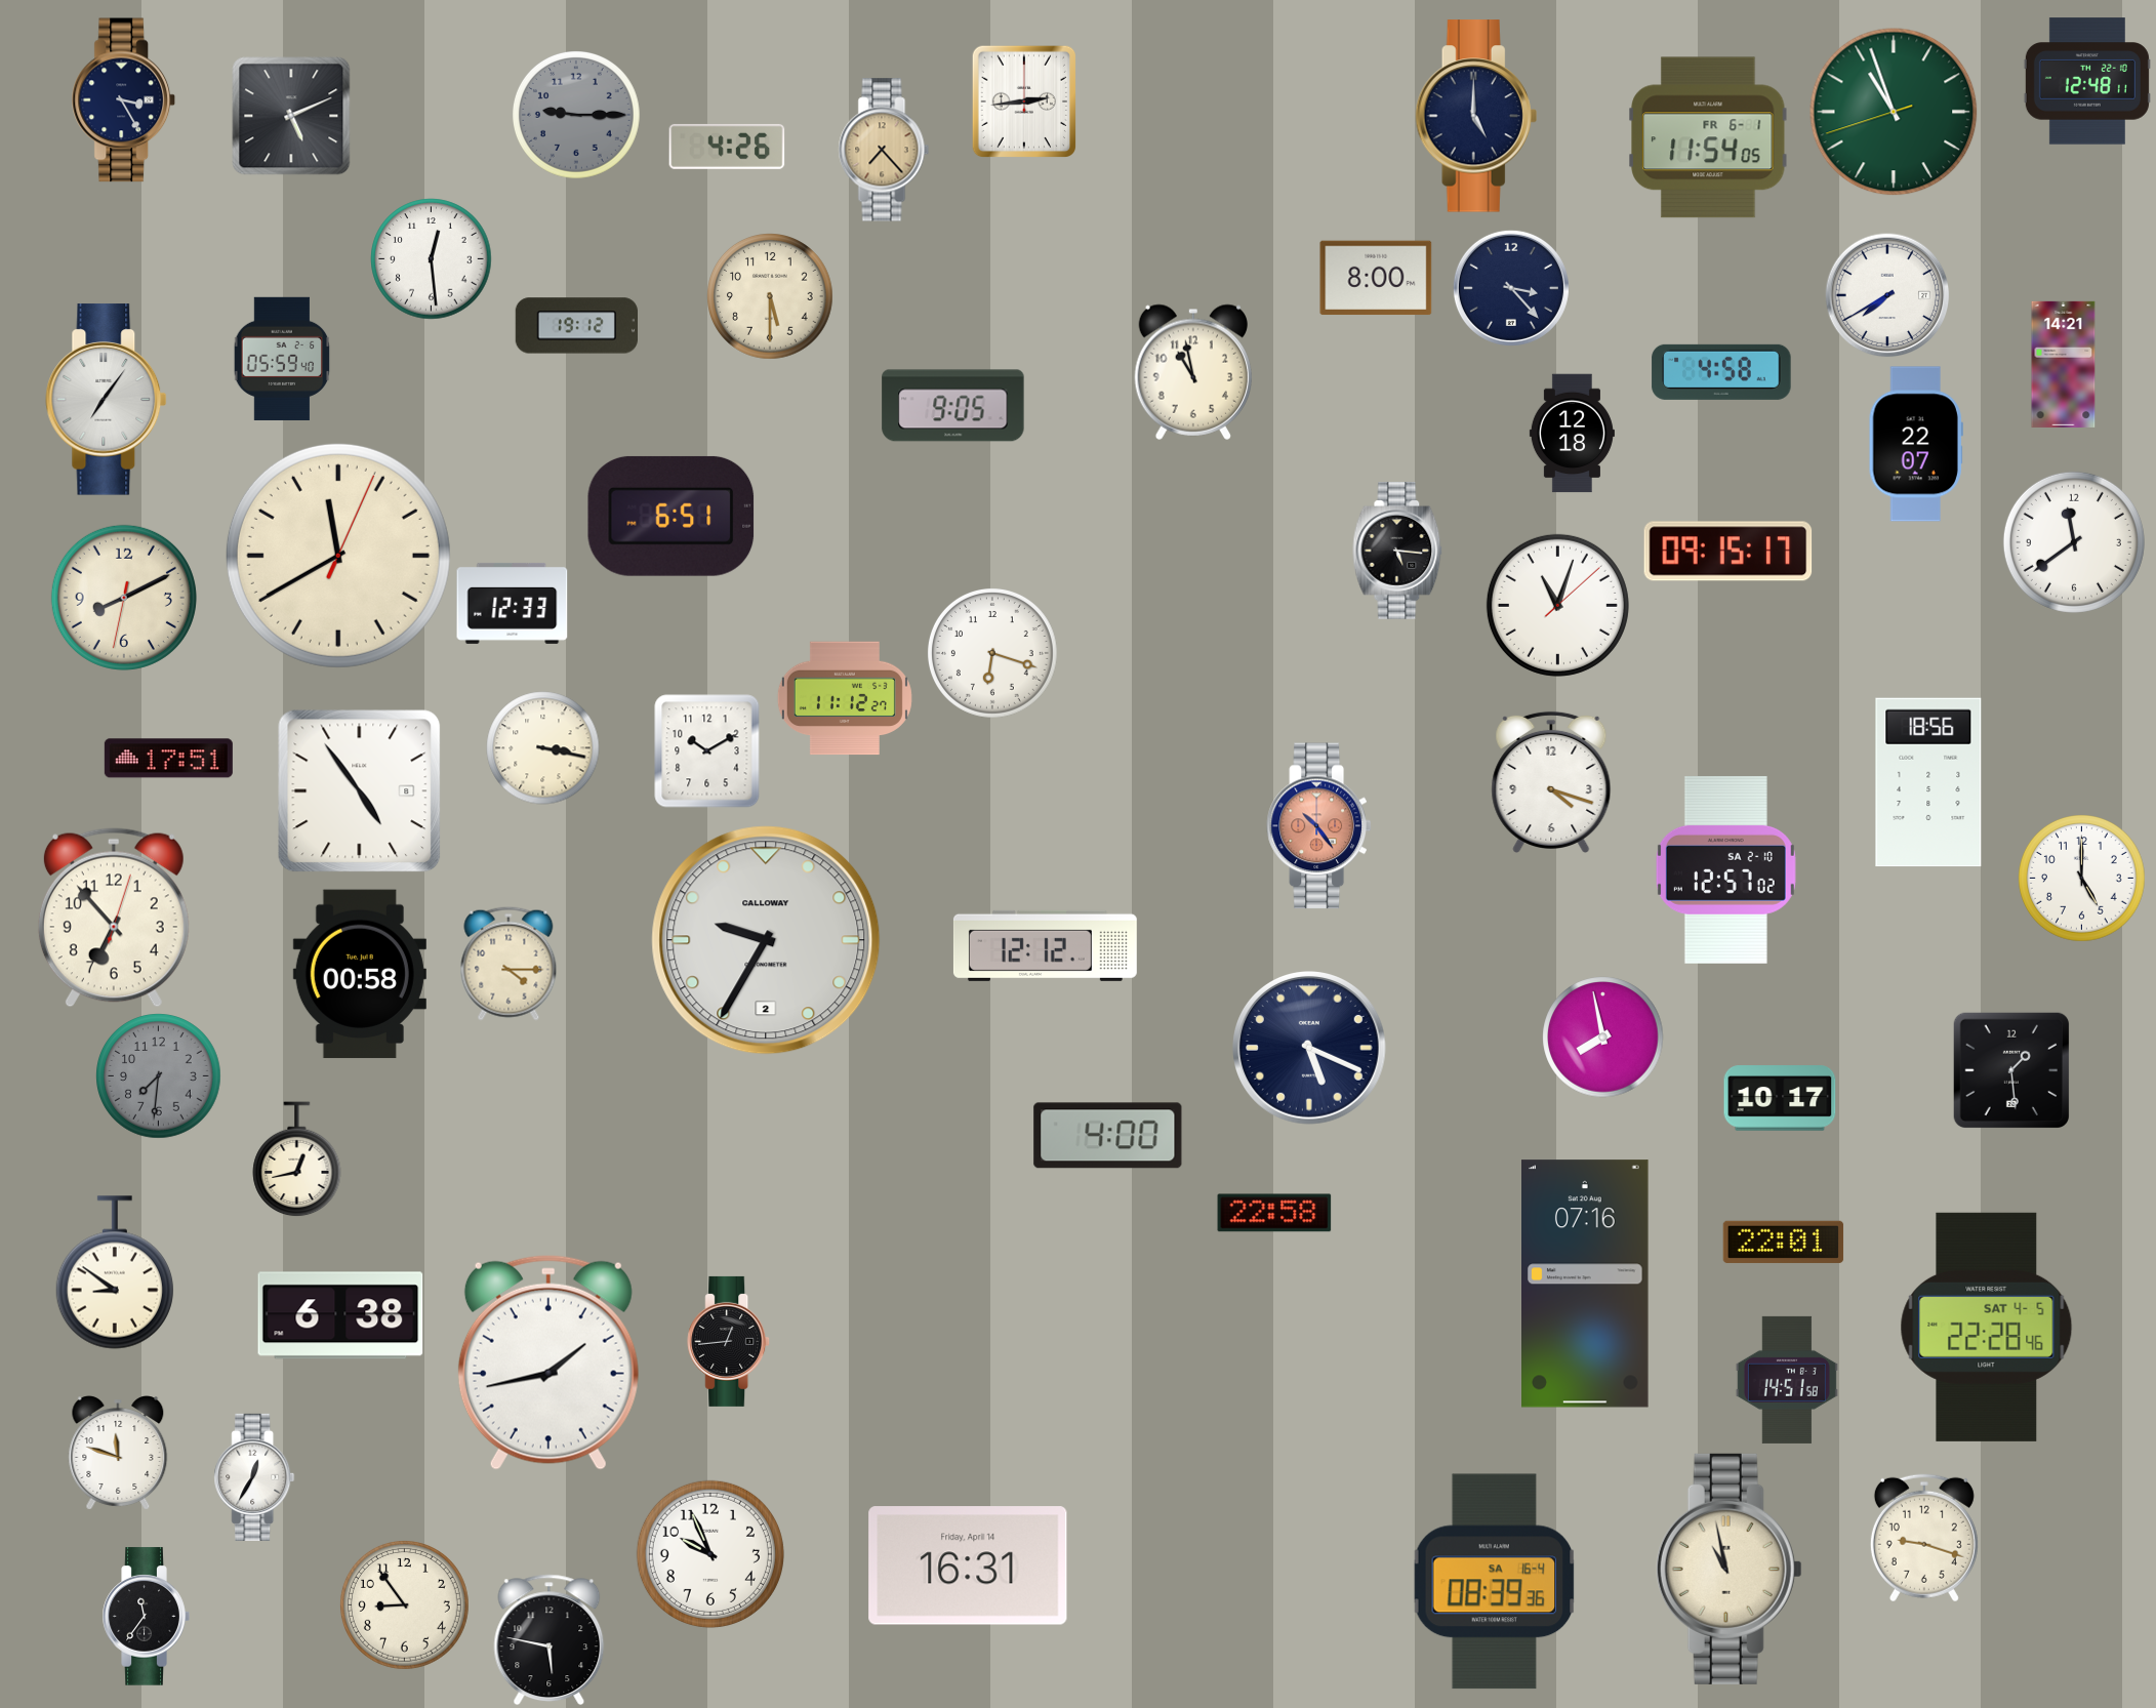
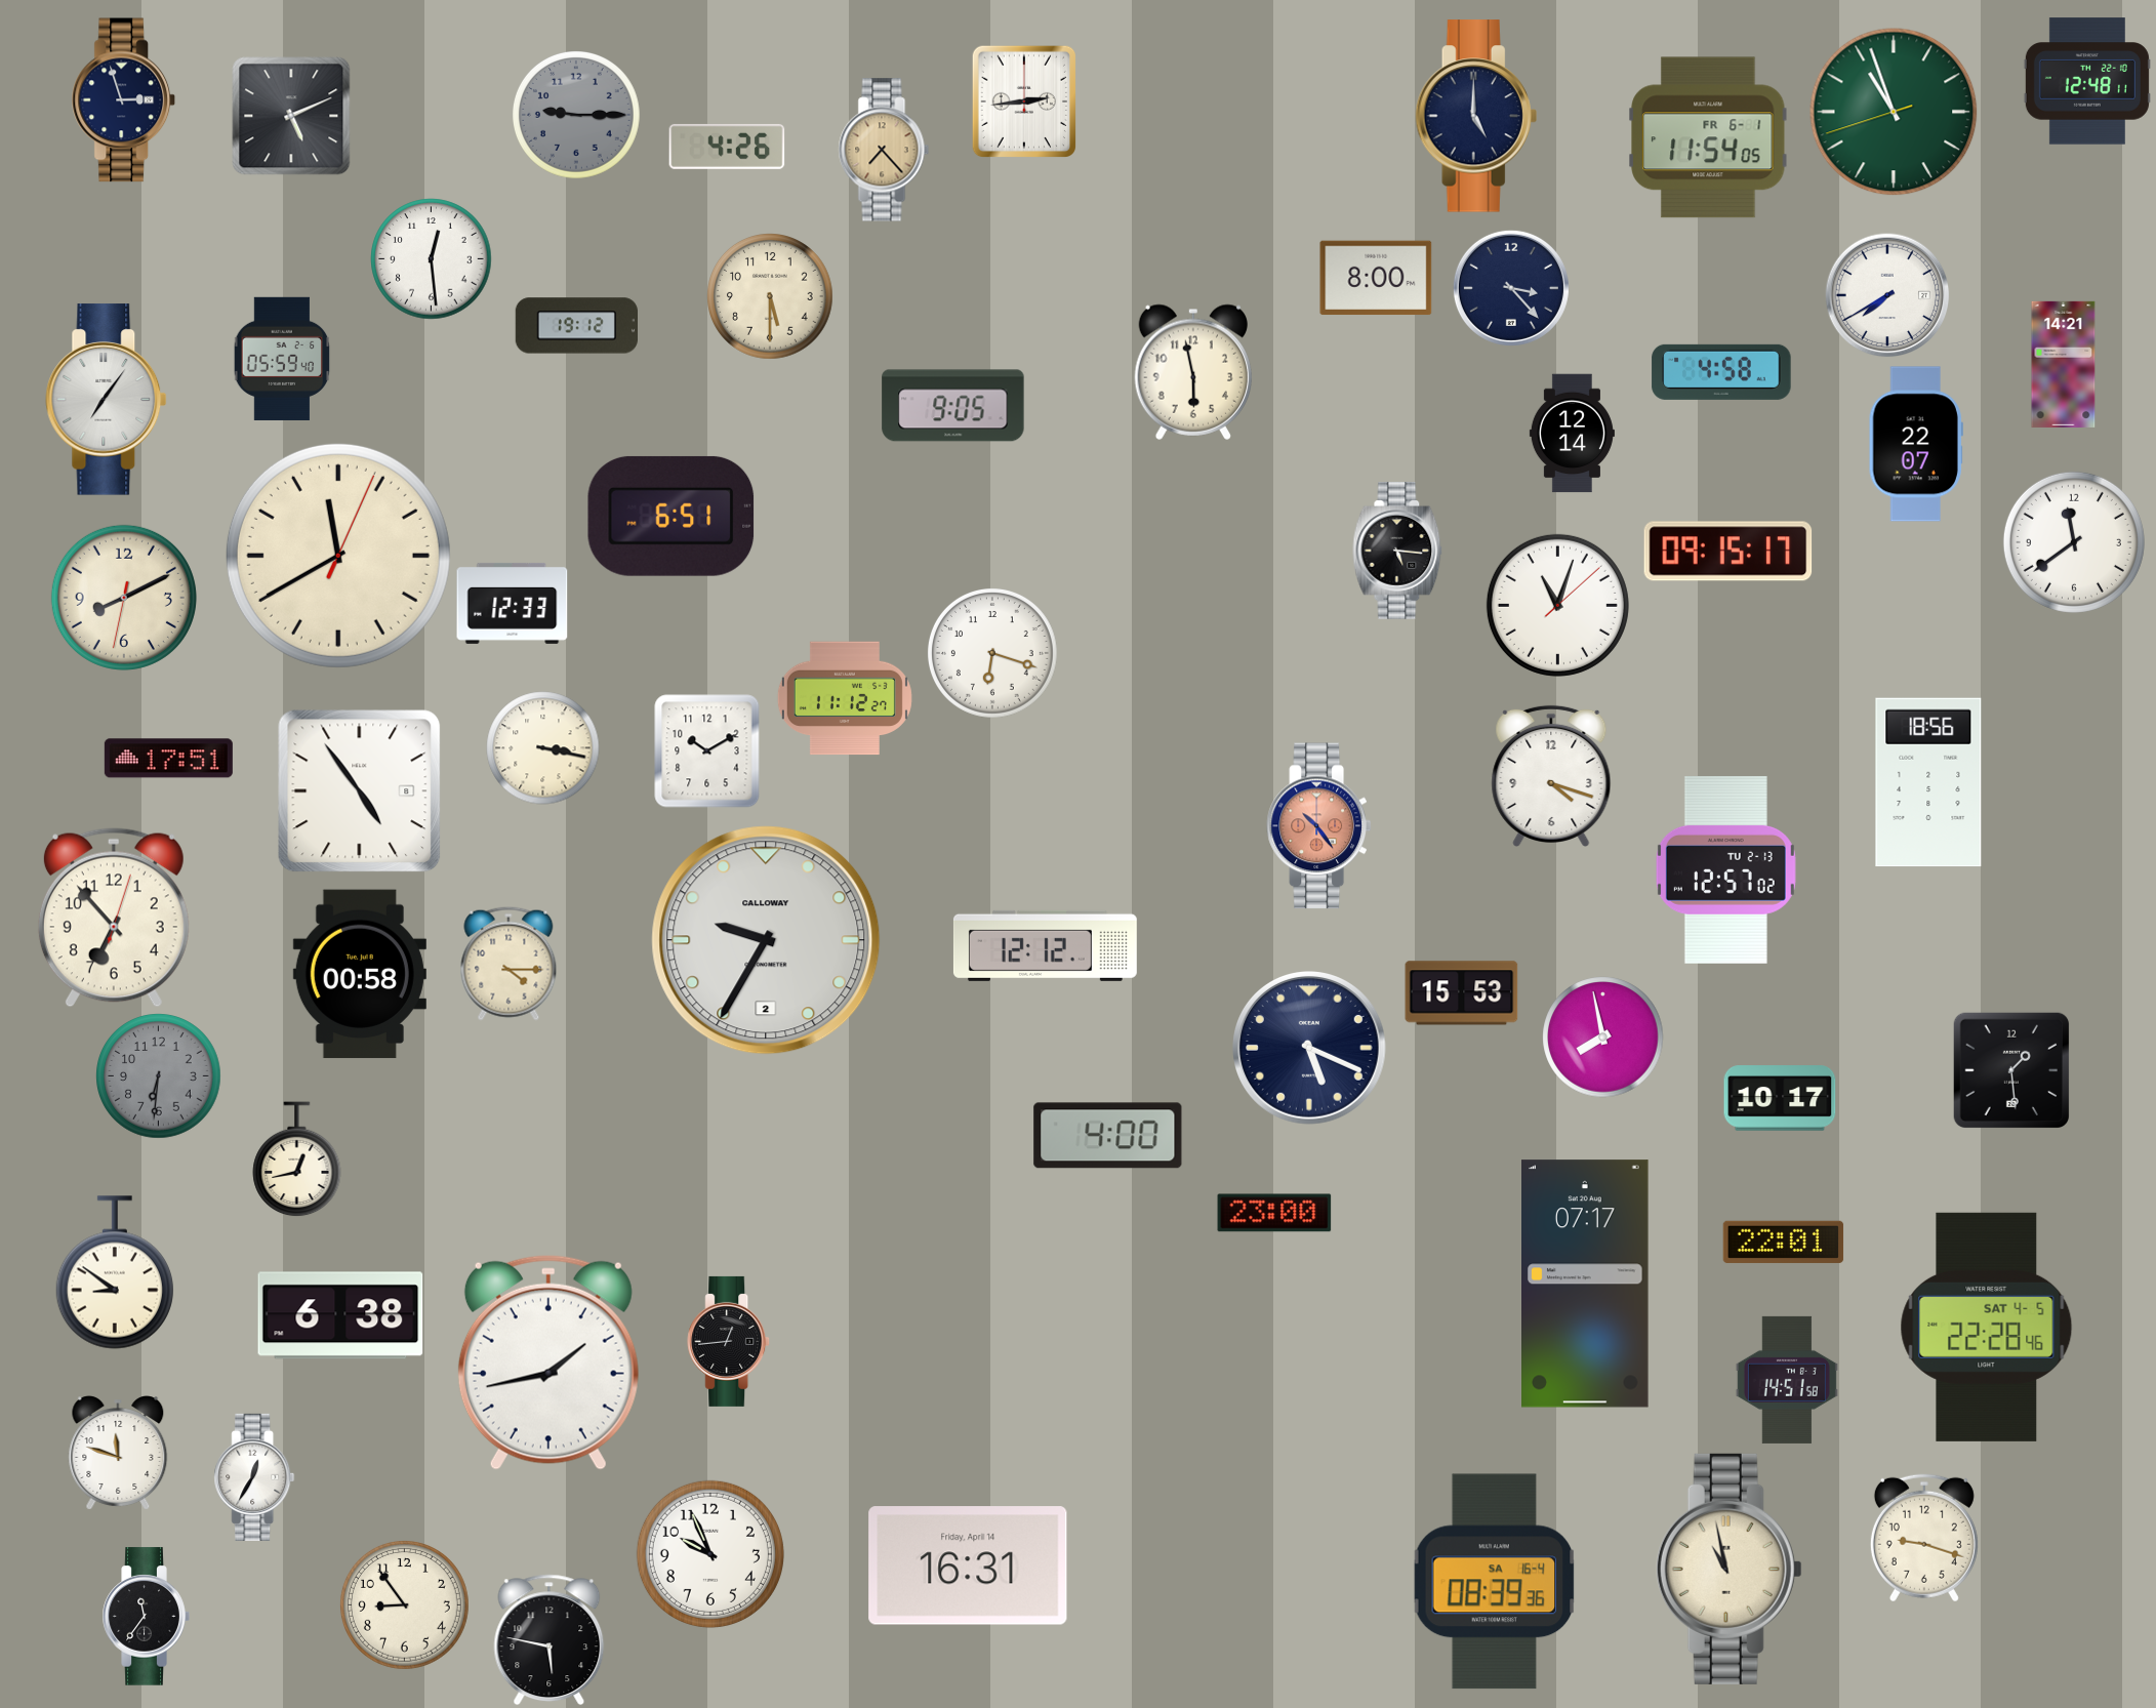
clock at (124, 100): 3:25 -> 2:57
clock at (1192, 372): 10:58 -> 5:58
clock at (1572, 434): 12:18 -> 12:14
clock at (1551, 782) position: (1551, 782) -> (1551, 776)
clock at (1725, 870) date: SA 2-10 -> TU 2-13
clock at (2082, 879): 5:00 -> none
clock at (1462, 993): none -> 15:53
clock at (159, 1076): 7:31 -> 6:31
clock at (1274, 1213): 22:58 -> 23:00
clock at (1585, 1284): 07:16 -> 07:17
